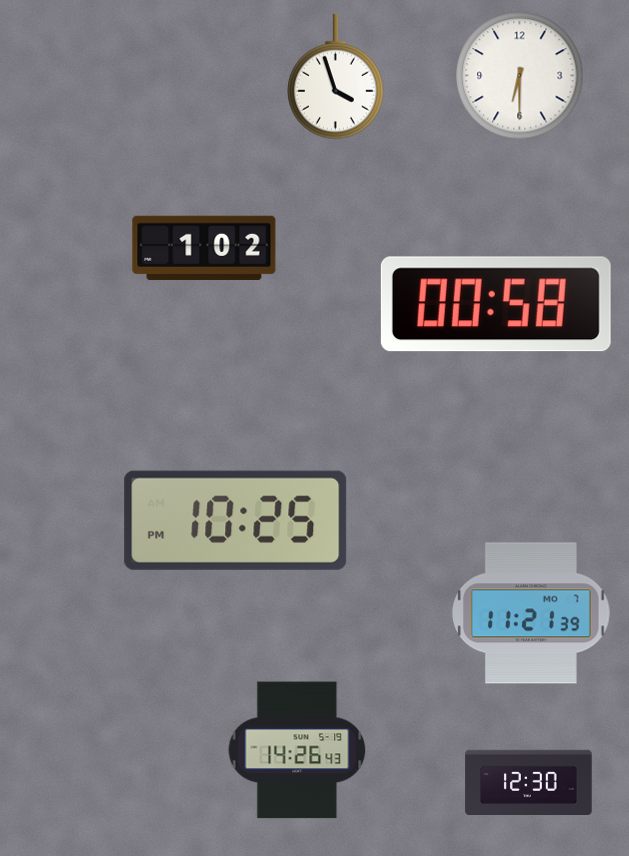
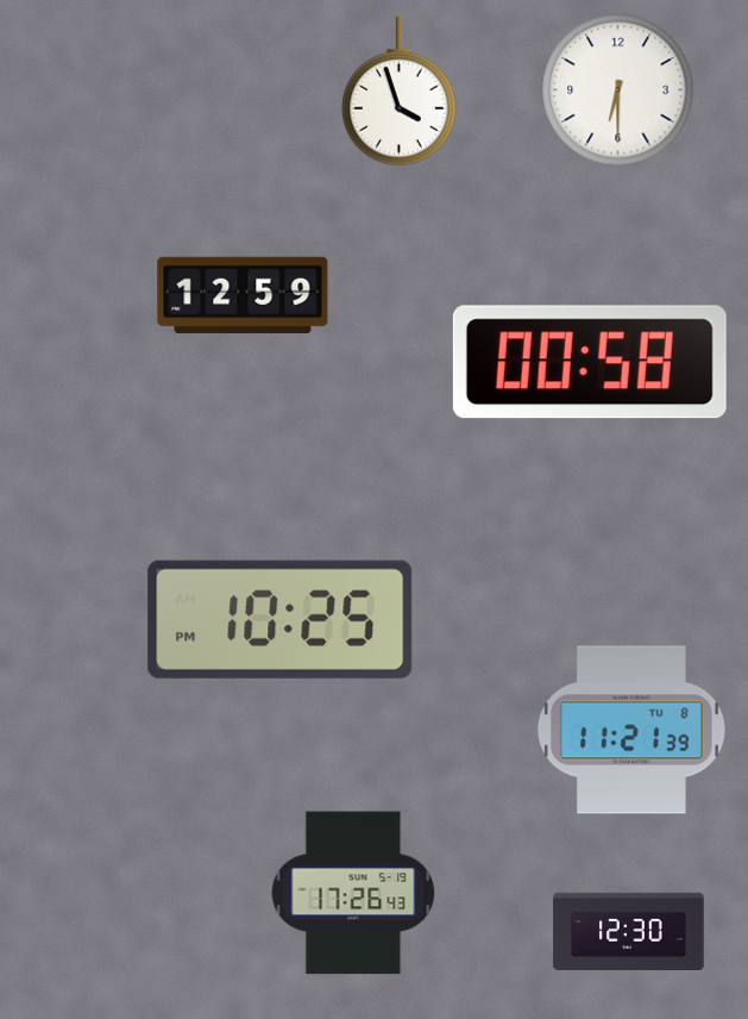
clock at (204, 247): 1:02 -> 12:59
clock at (532, 613) date: MO 7 -> TU 8
clock at (297, 750): 14:26 -> 17:26
